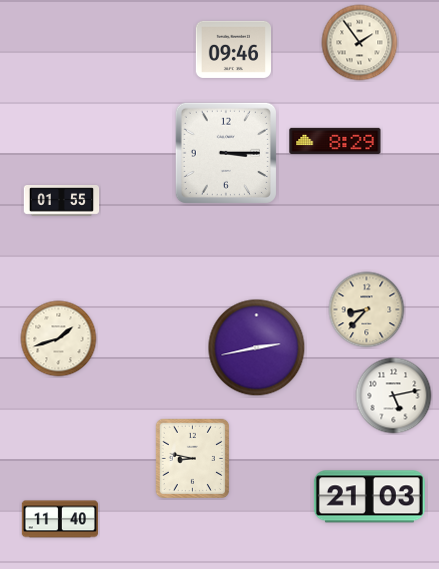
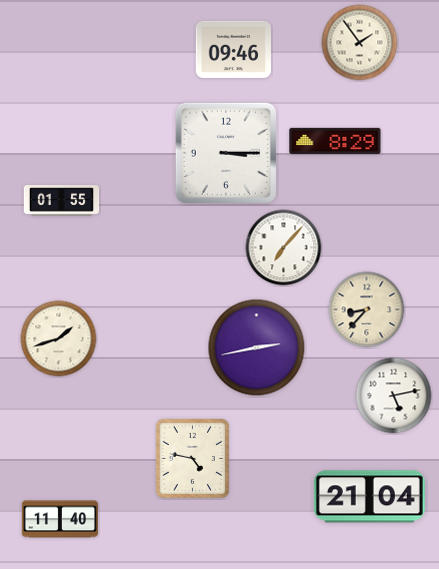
clock at (284, 248): none -> 7:07
clock at (192, 458): 8:47 -> 4:47
clock at (369, 497): 21:03 -> 21:04
